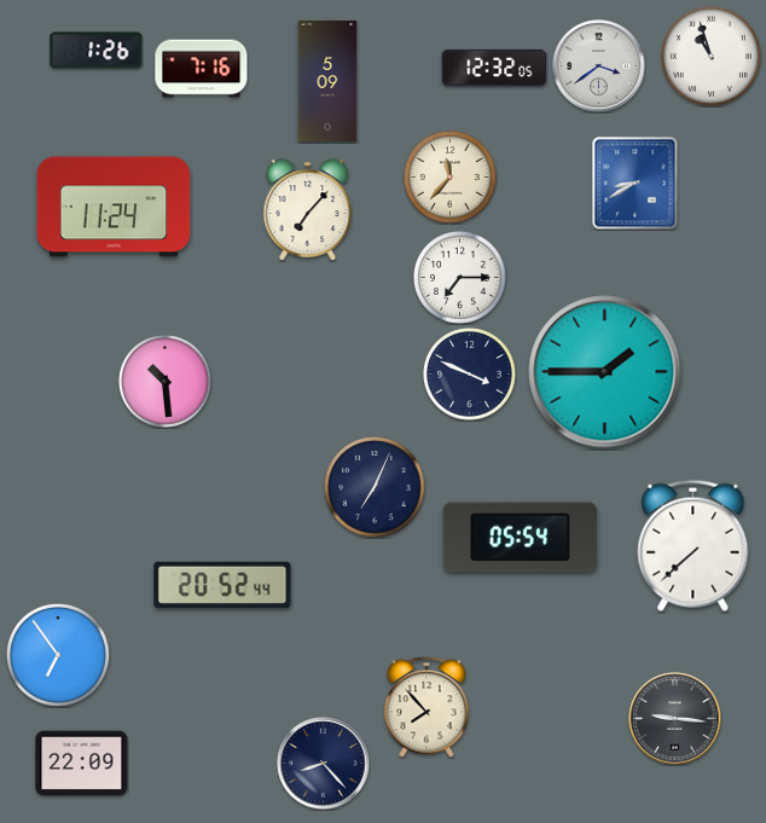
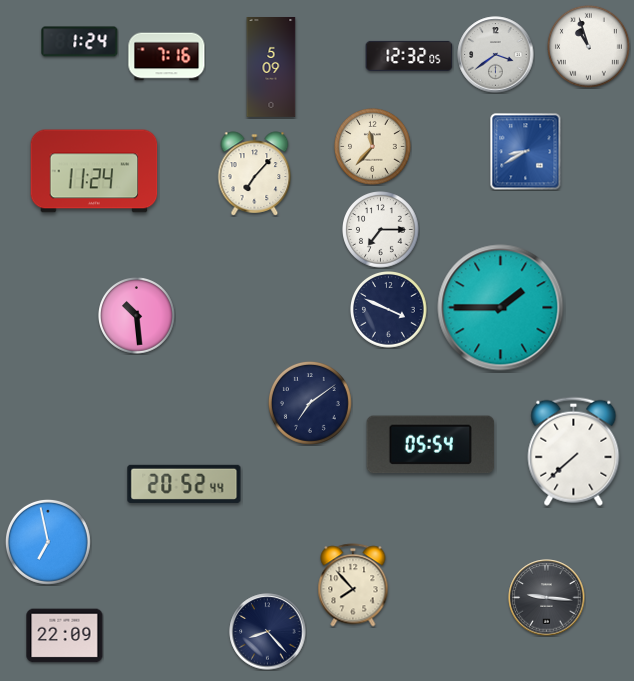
clock at (97, 51): 1:26 -> 1:24
clock at (375, 487): 7:04 -> 7:09
clock at (58, 655): 6:54 -> 6:58
clock at (675, 719) position: (675, 719) -> (547, 598)
clock at (82, 764) position: (82, 764) -> (65, 636)
